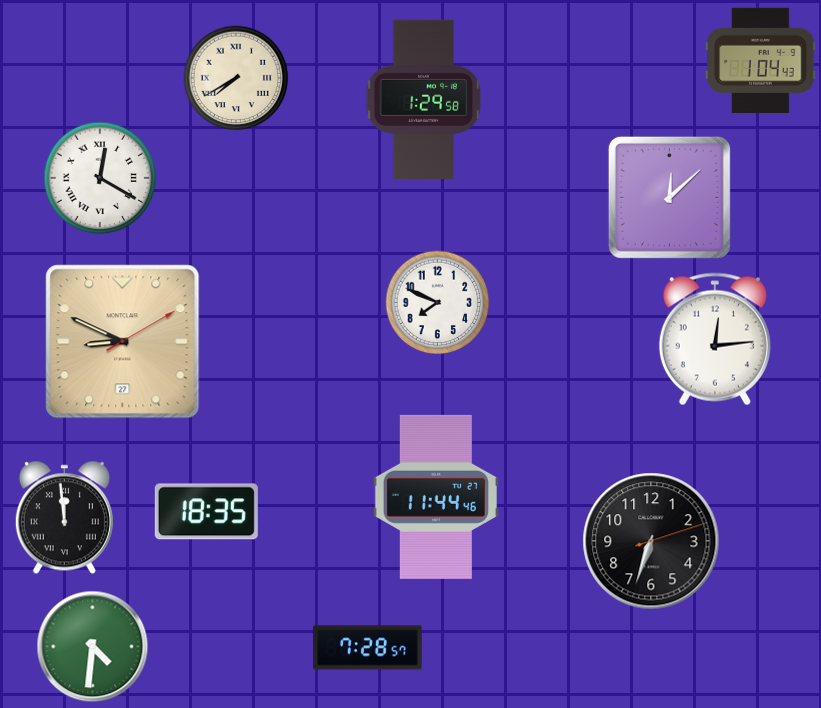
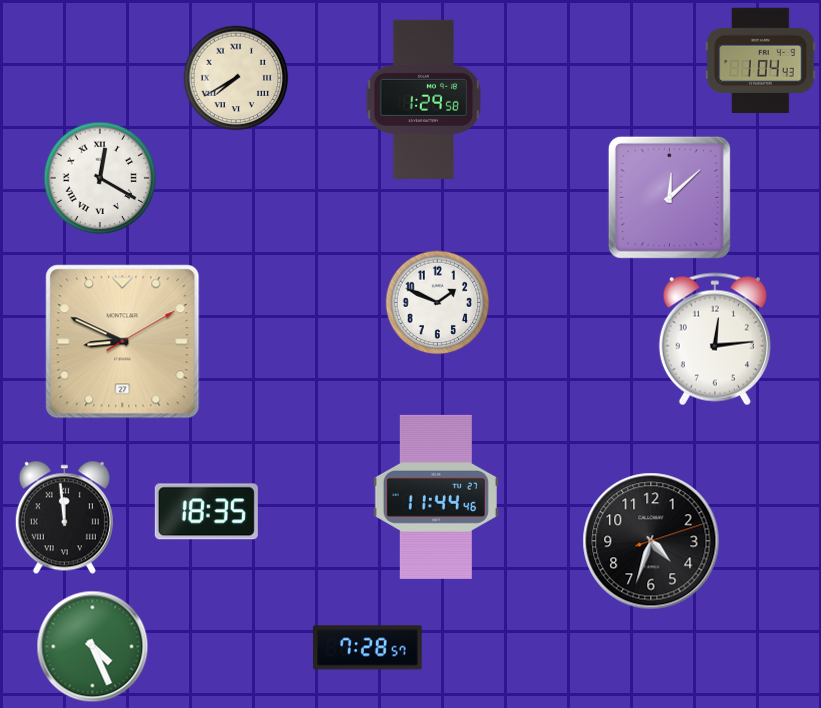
clock at (438, 303): 7:49 -> 1:49
clock at (651, 541): 6:33 -> 4:33
clock at (93, 647): 4:31 -> 4:26
